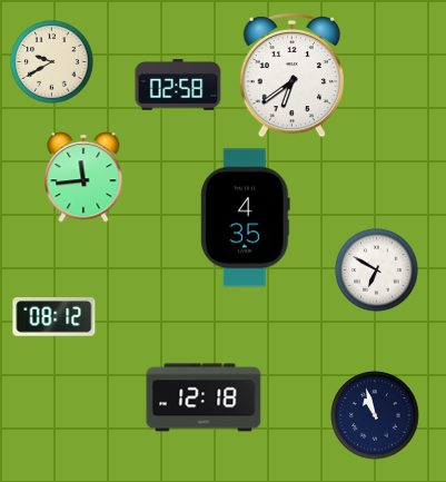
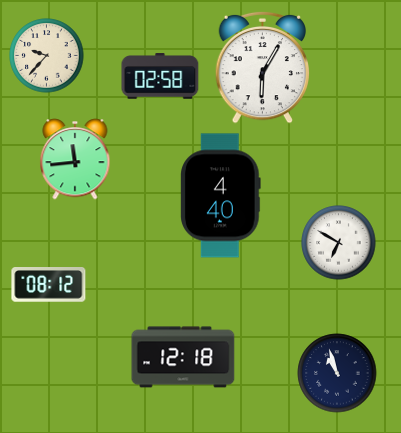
clock at (52, 62): 9:40 -> 9:37
clock at (293, 75): 6:39 -> 6:05
clock at (246, 218): 4:35 -> 4:40
